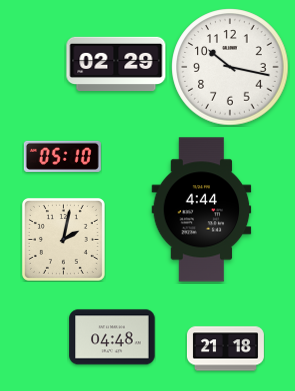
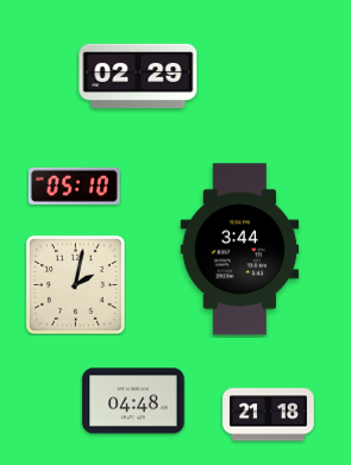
clock at (230, 67): 10:17 -> none
clock at (202, 210): 4:44 -> 3:44
